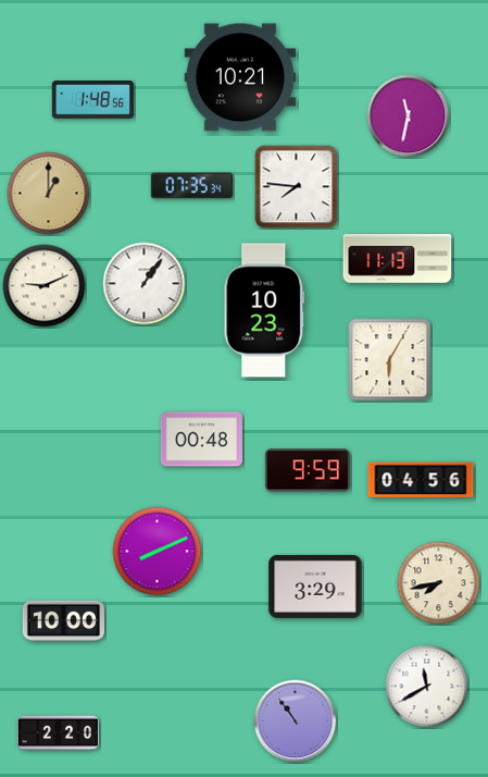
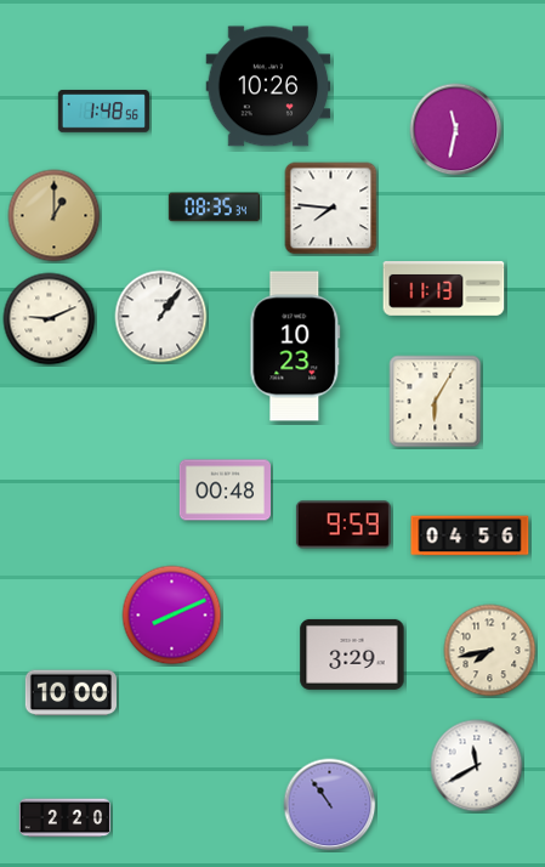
clock at (240, 77): 10:21 -> 10:26
clock at (191, 186): 07:35 -> 08:35
clock at (158, 552) position: (158, 552) -> (172, 616)
